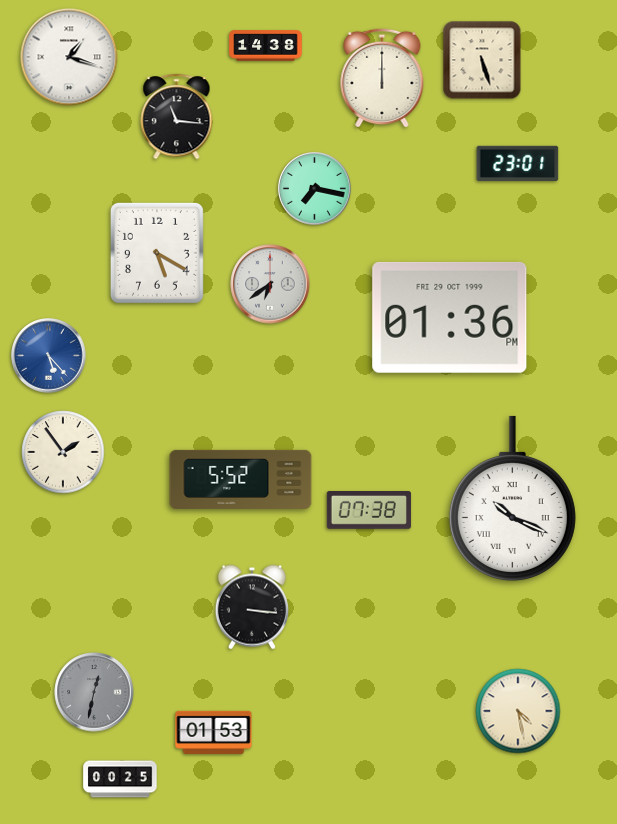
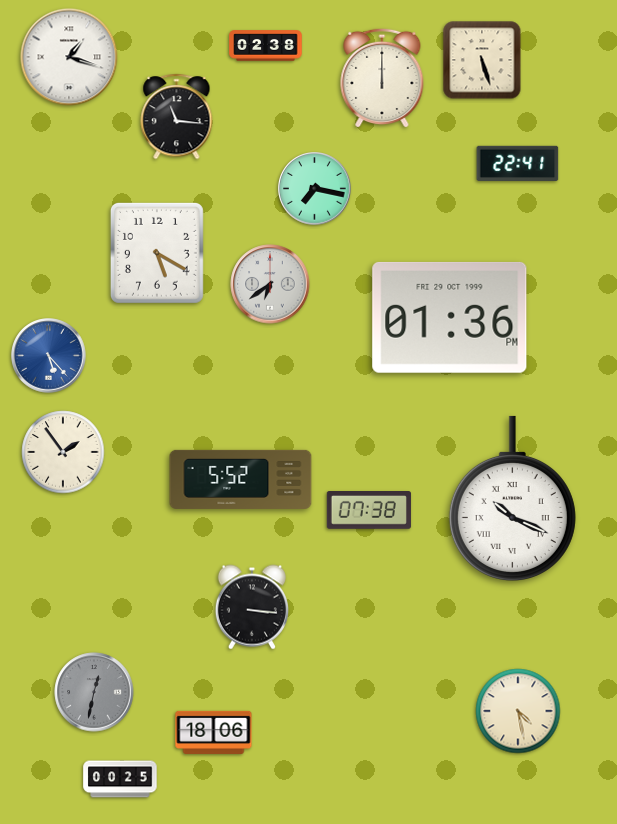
clock at (266, 46): 14:38 -> 02:38
clock at (518, 163): 23:01 -> 22:41
clock at (214, 732): 01:53 -> 18:06
